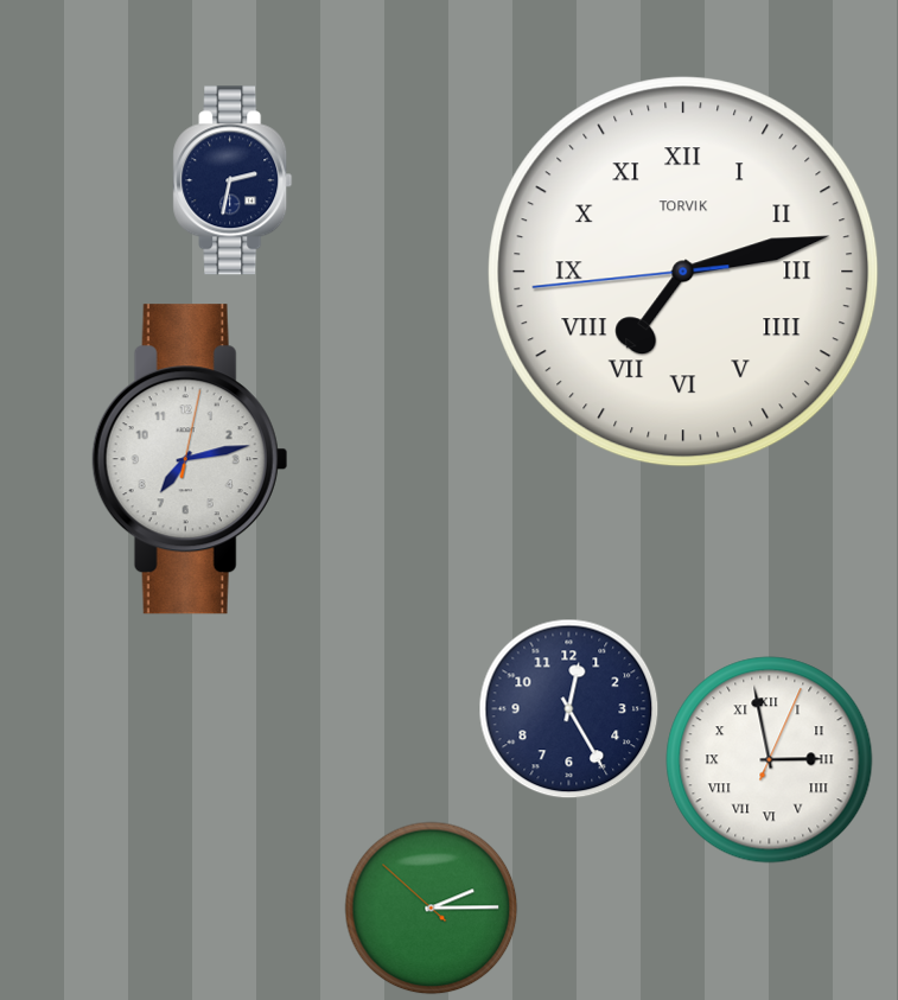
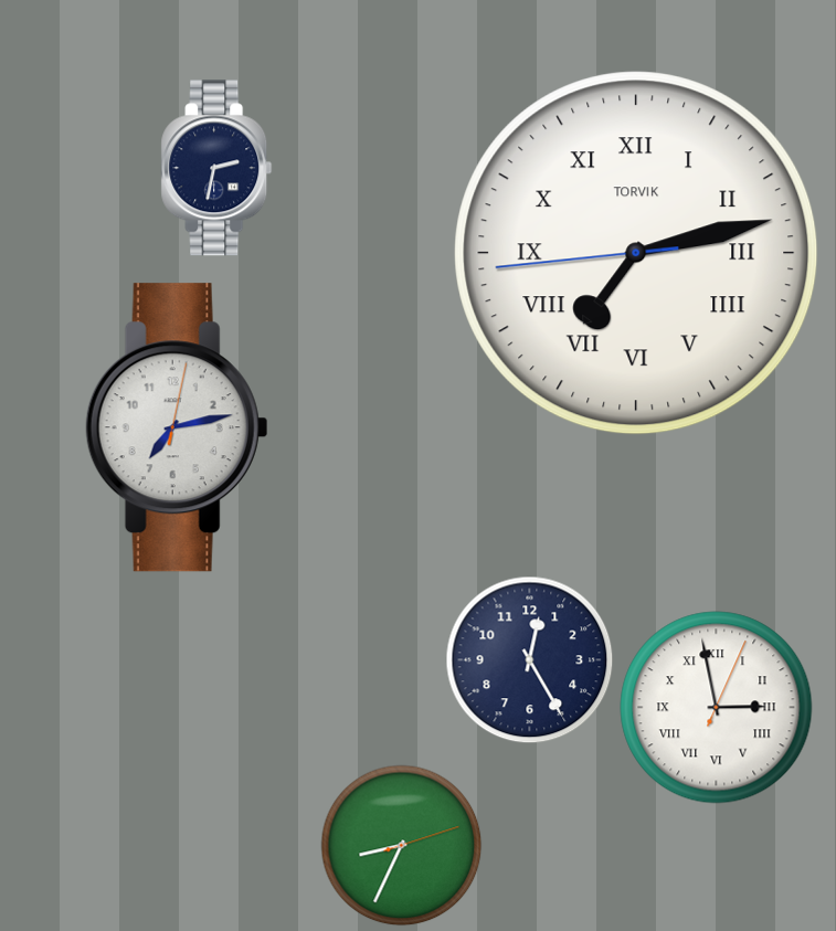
clock at (432, 909): 2:14 -> 8:34
